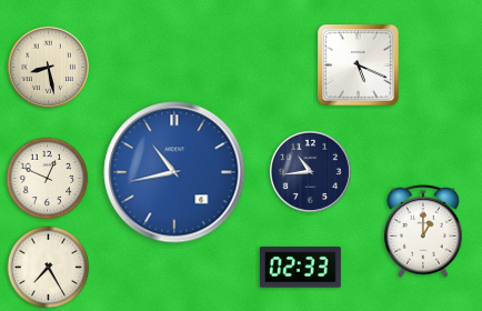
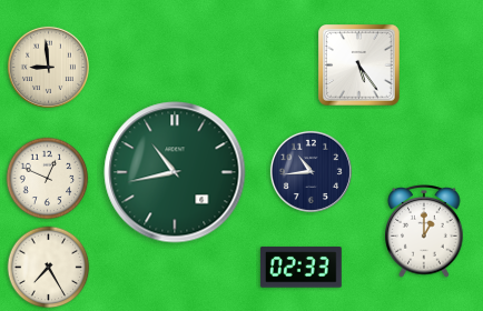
clock at (359, 66): 5:19 -> 5:24
clock at (48, 67): 8:28 -> 8:59
clock at (174, 172) dial: blue -> green
